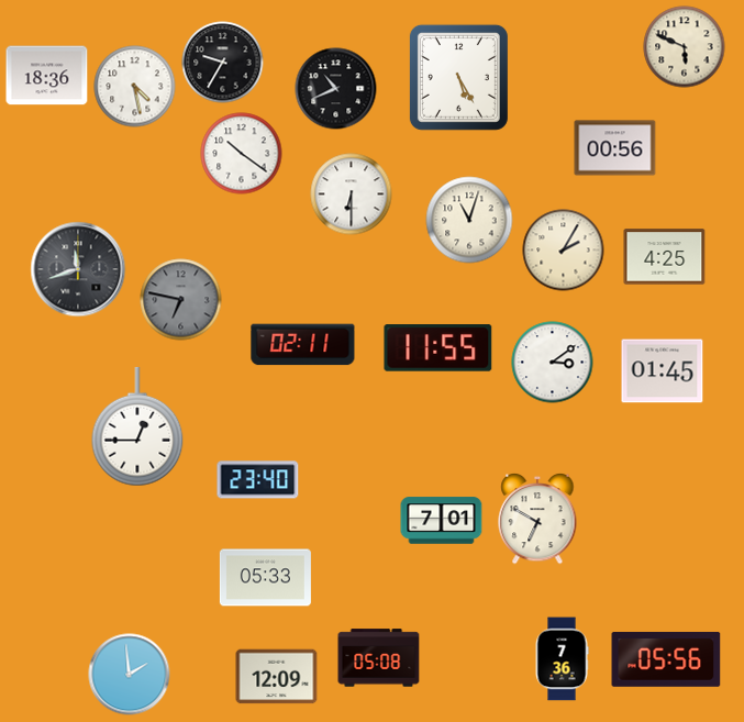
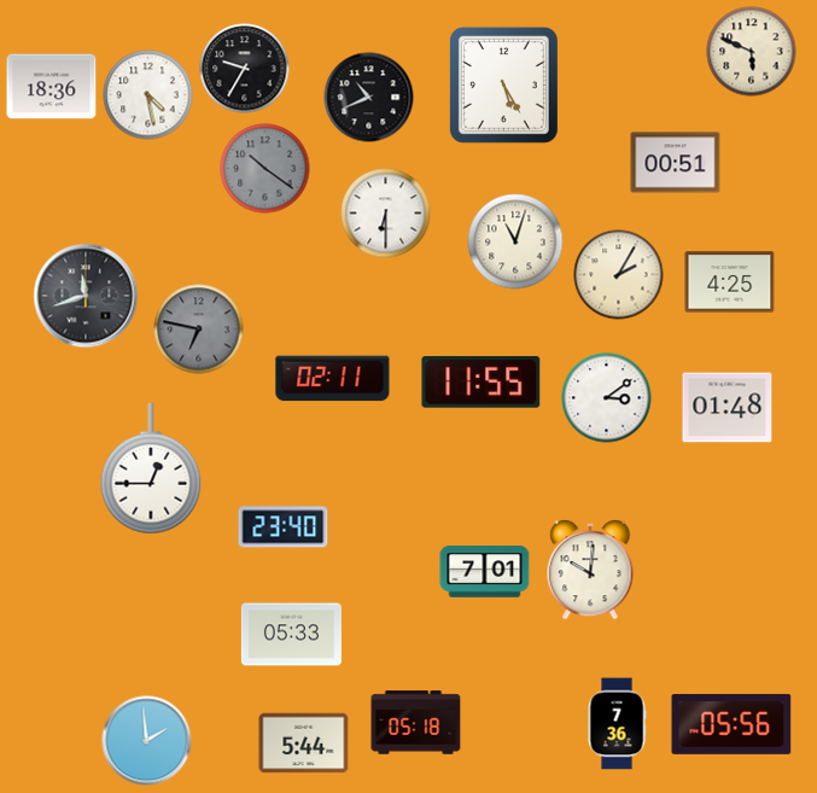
clock at (47, 76) position: (47, 76) -> (52, 87)
clock at (615, 148): 00:56 -> 00:51
clock at (242, 154) dial: white -> grey
clock at (663, 371): 01:45 -> 01:48
clock at (537, 519): 6:50 -> 10:01
clock at (379, 658): 05:08 -> 05:18
clock at (130, 675) position: (130, 675) -> (147, 741)
clock at (277, 677): 12:09 -> 5:44
